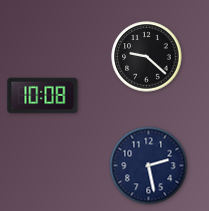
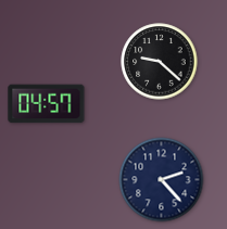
clock at (43, 96): 10:08 -> 04:57
clock at (149, 166): 2:28 -> 2:23
